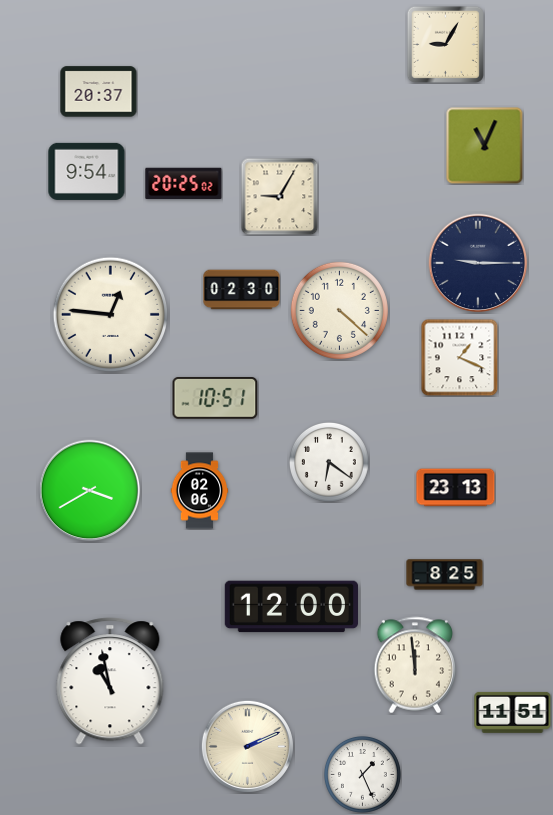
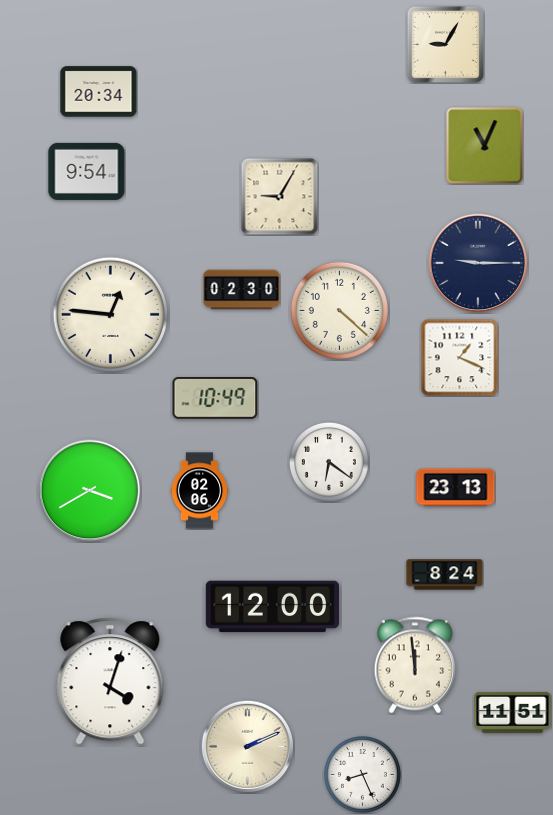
clock at (99, 92): 20:37 -> 20:34
clock at (184, 184): 20:25 -> none
clock at (215, 399): 10:51 -> 10:49
clock at (445, 575): 8:25 -> 8:24
clock at (291, 607) position: (291, 607) -> (272, 607)
clock at (110, 681): 10:58 -> 4:03
clock at (362, 774): 1:26 -> 8:26
